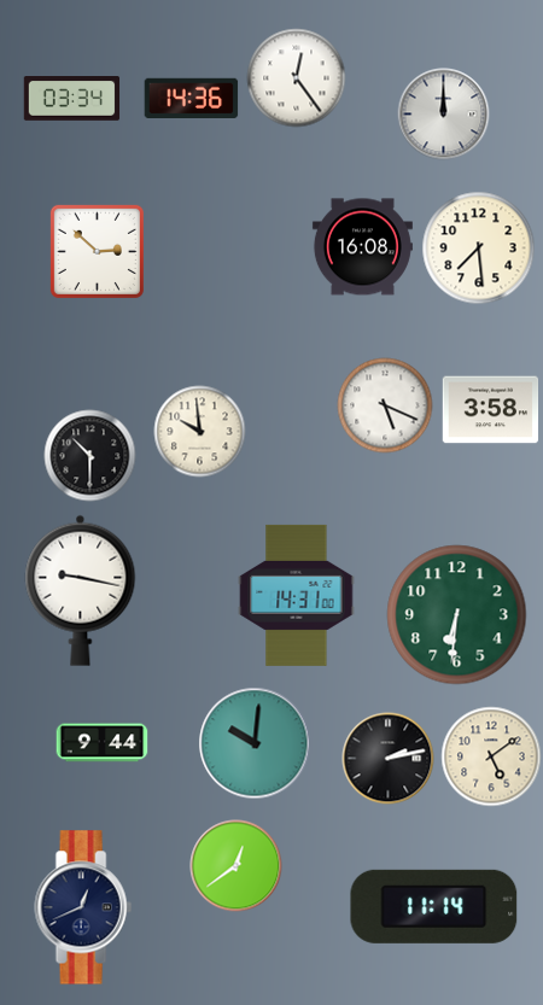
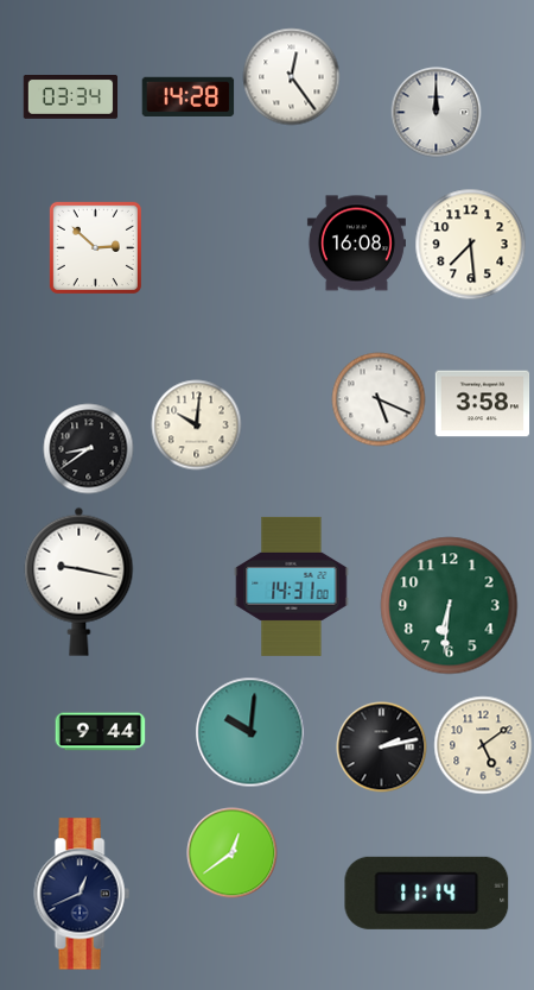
clock at (192, 98): 14:36 -> 14:28
clock at (200, 432): 9:59 -> 10:01
clock at (91, 456): 10:30 -> 8:39
